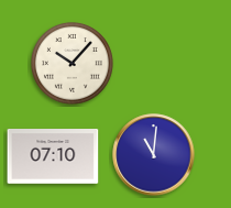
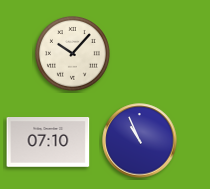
clock at (73, 64) position: (73, 64) -> (73, 54)
clock at (154, 155): 11:01 -> 10:56
